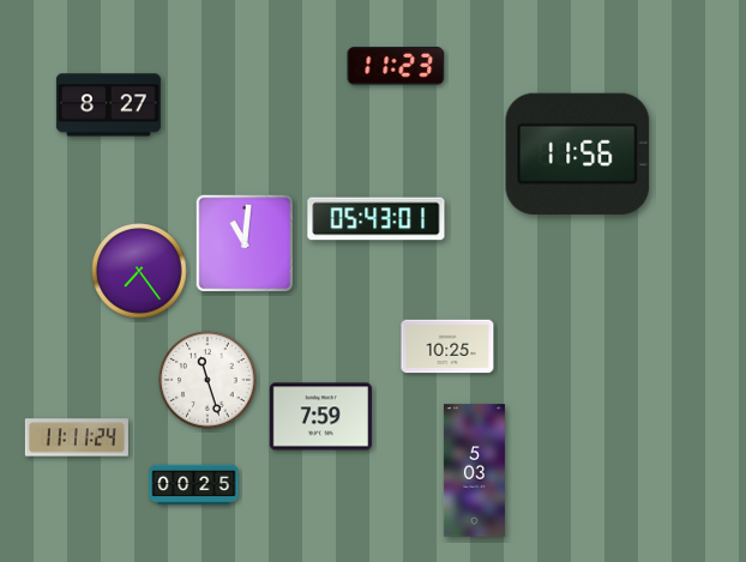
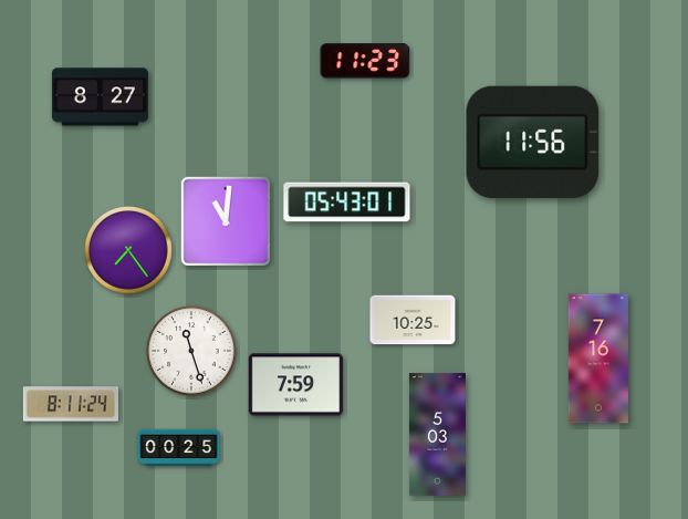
clock at (245, 243) position: (245, 243) -> (226, 221)
clock at (598, 359): none -> 7:16
clock at (77, 437): 11:11 -> 8:11
